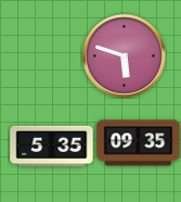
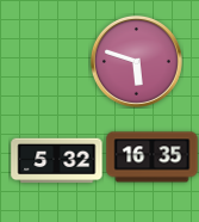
clock at (139, 143): 09:35 -> 16:35
clock at (52, 147): 5:35 -> 5:32
